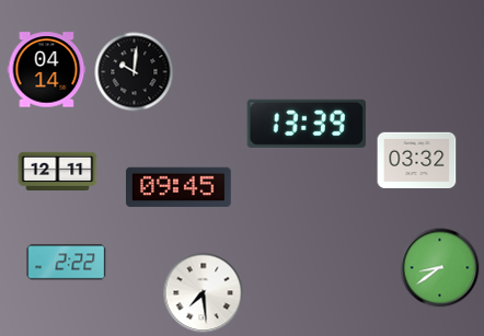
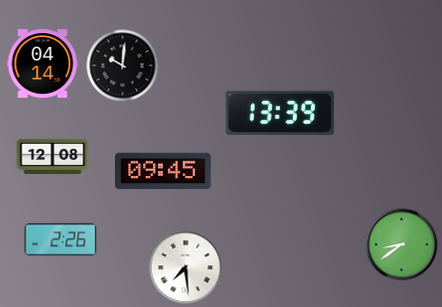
clock at (417, 161): 03:32 -> none
clock at (58, 172): 12:11 -> 12:08
clock at (67, 263): 2:22 -> 2:26
